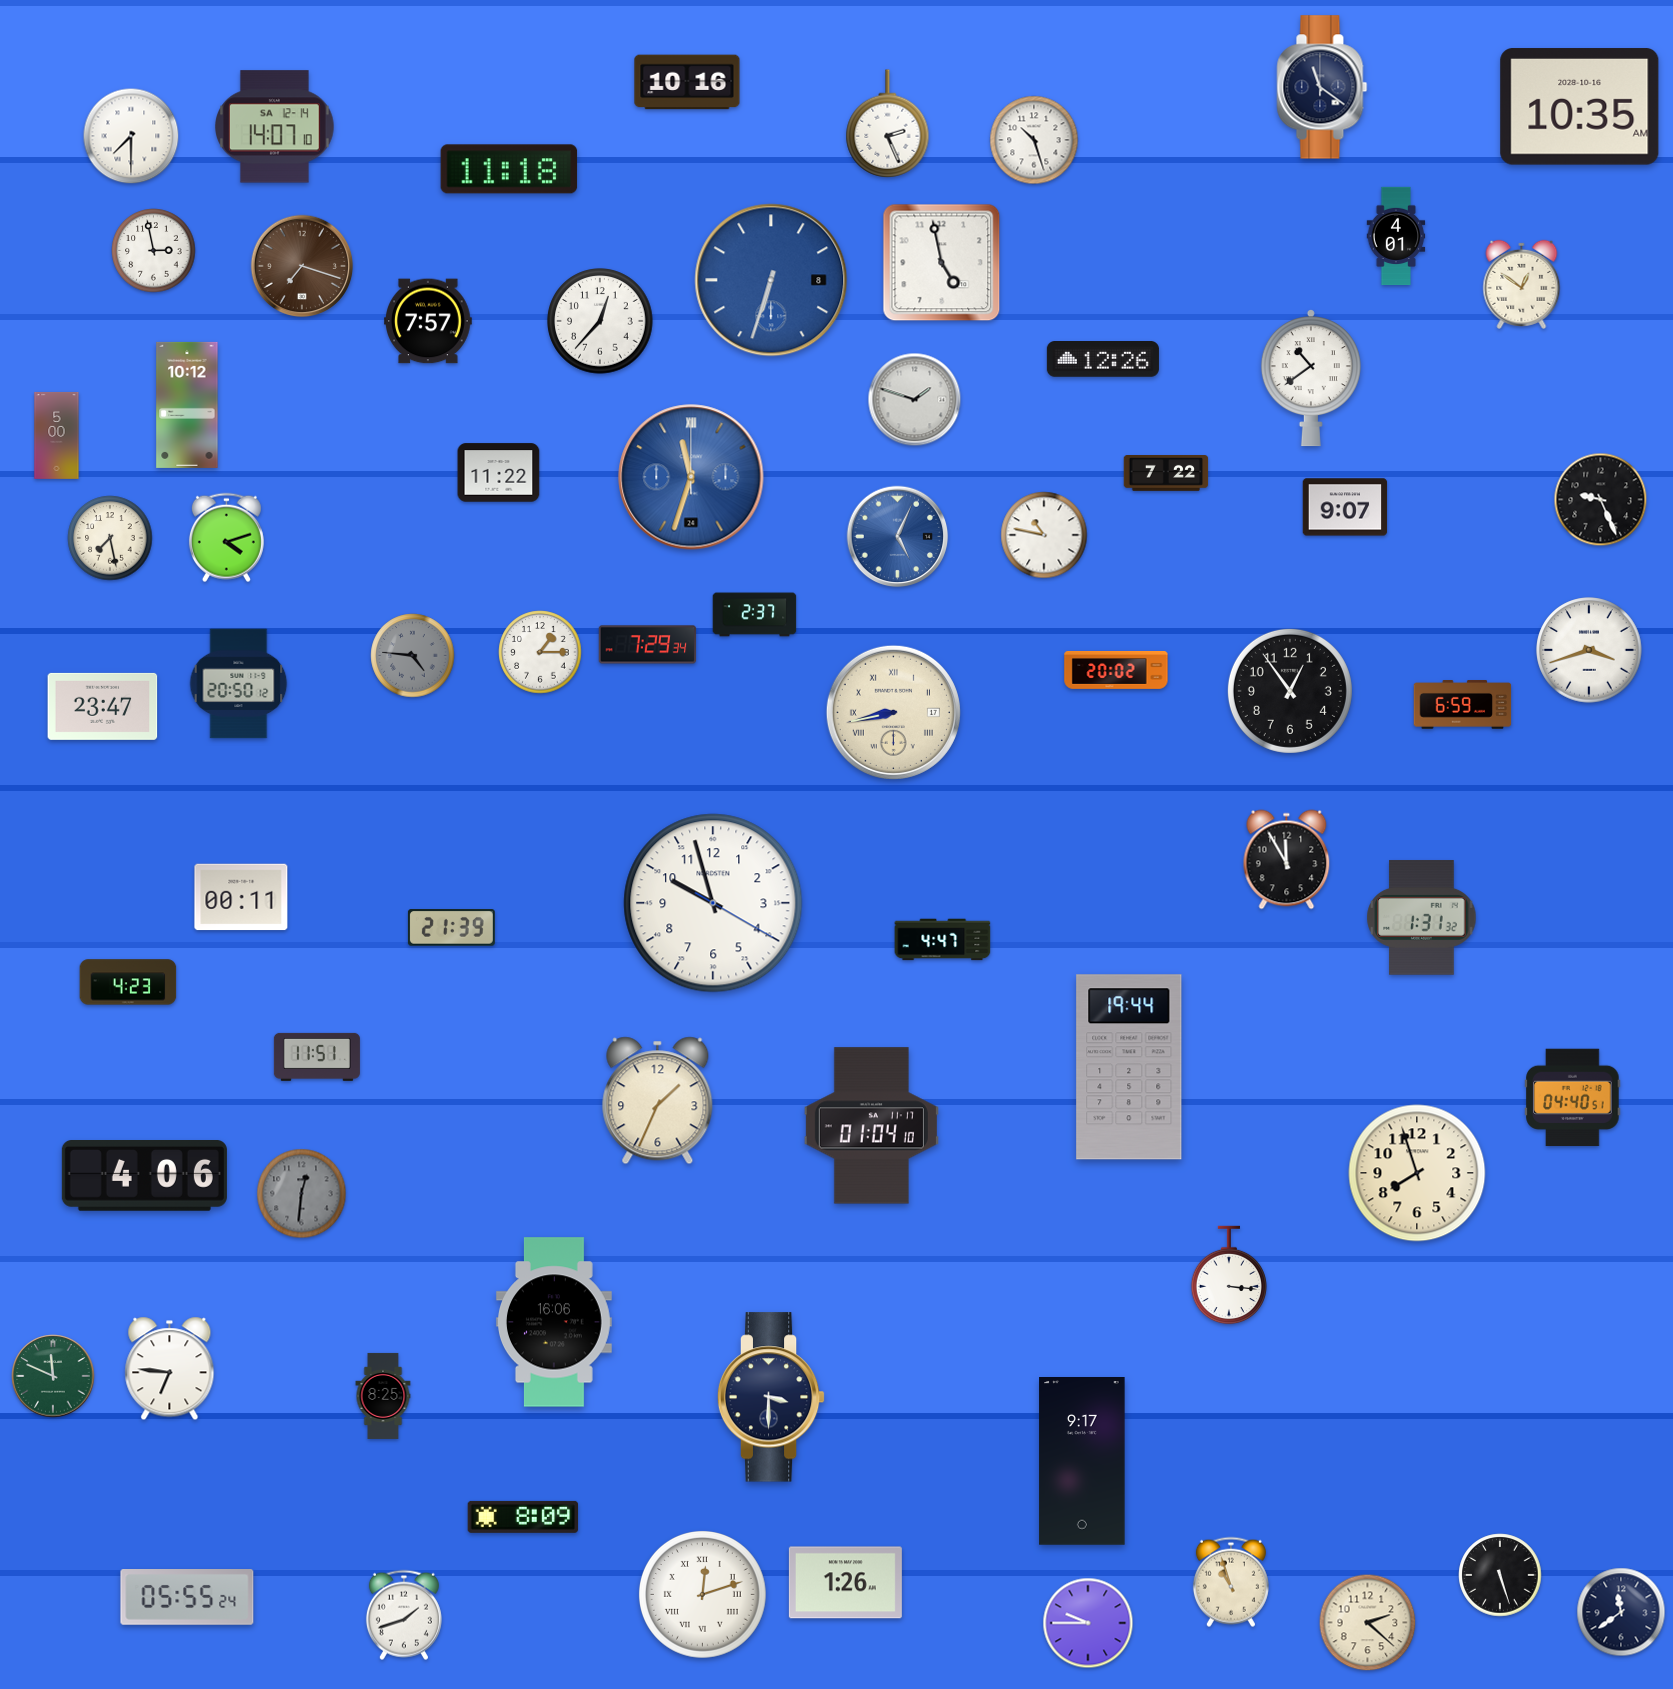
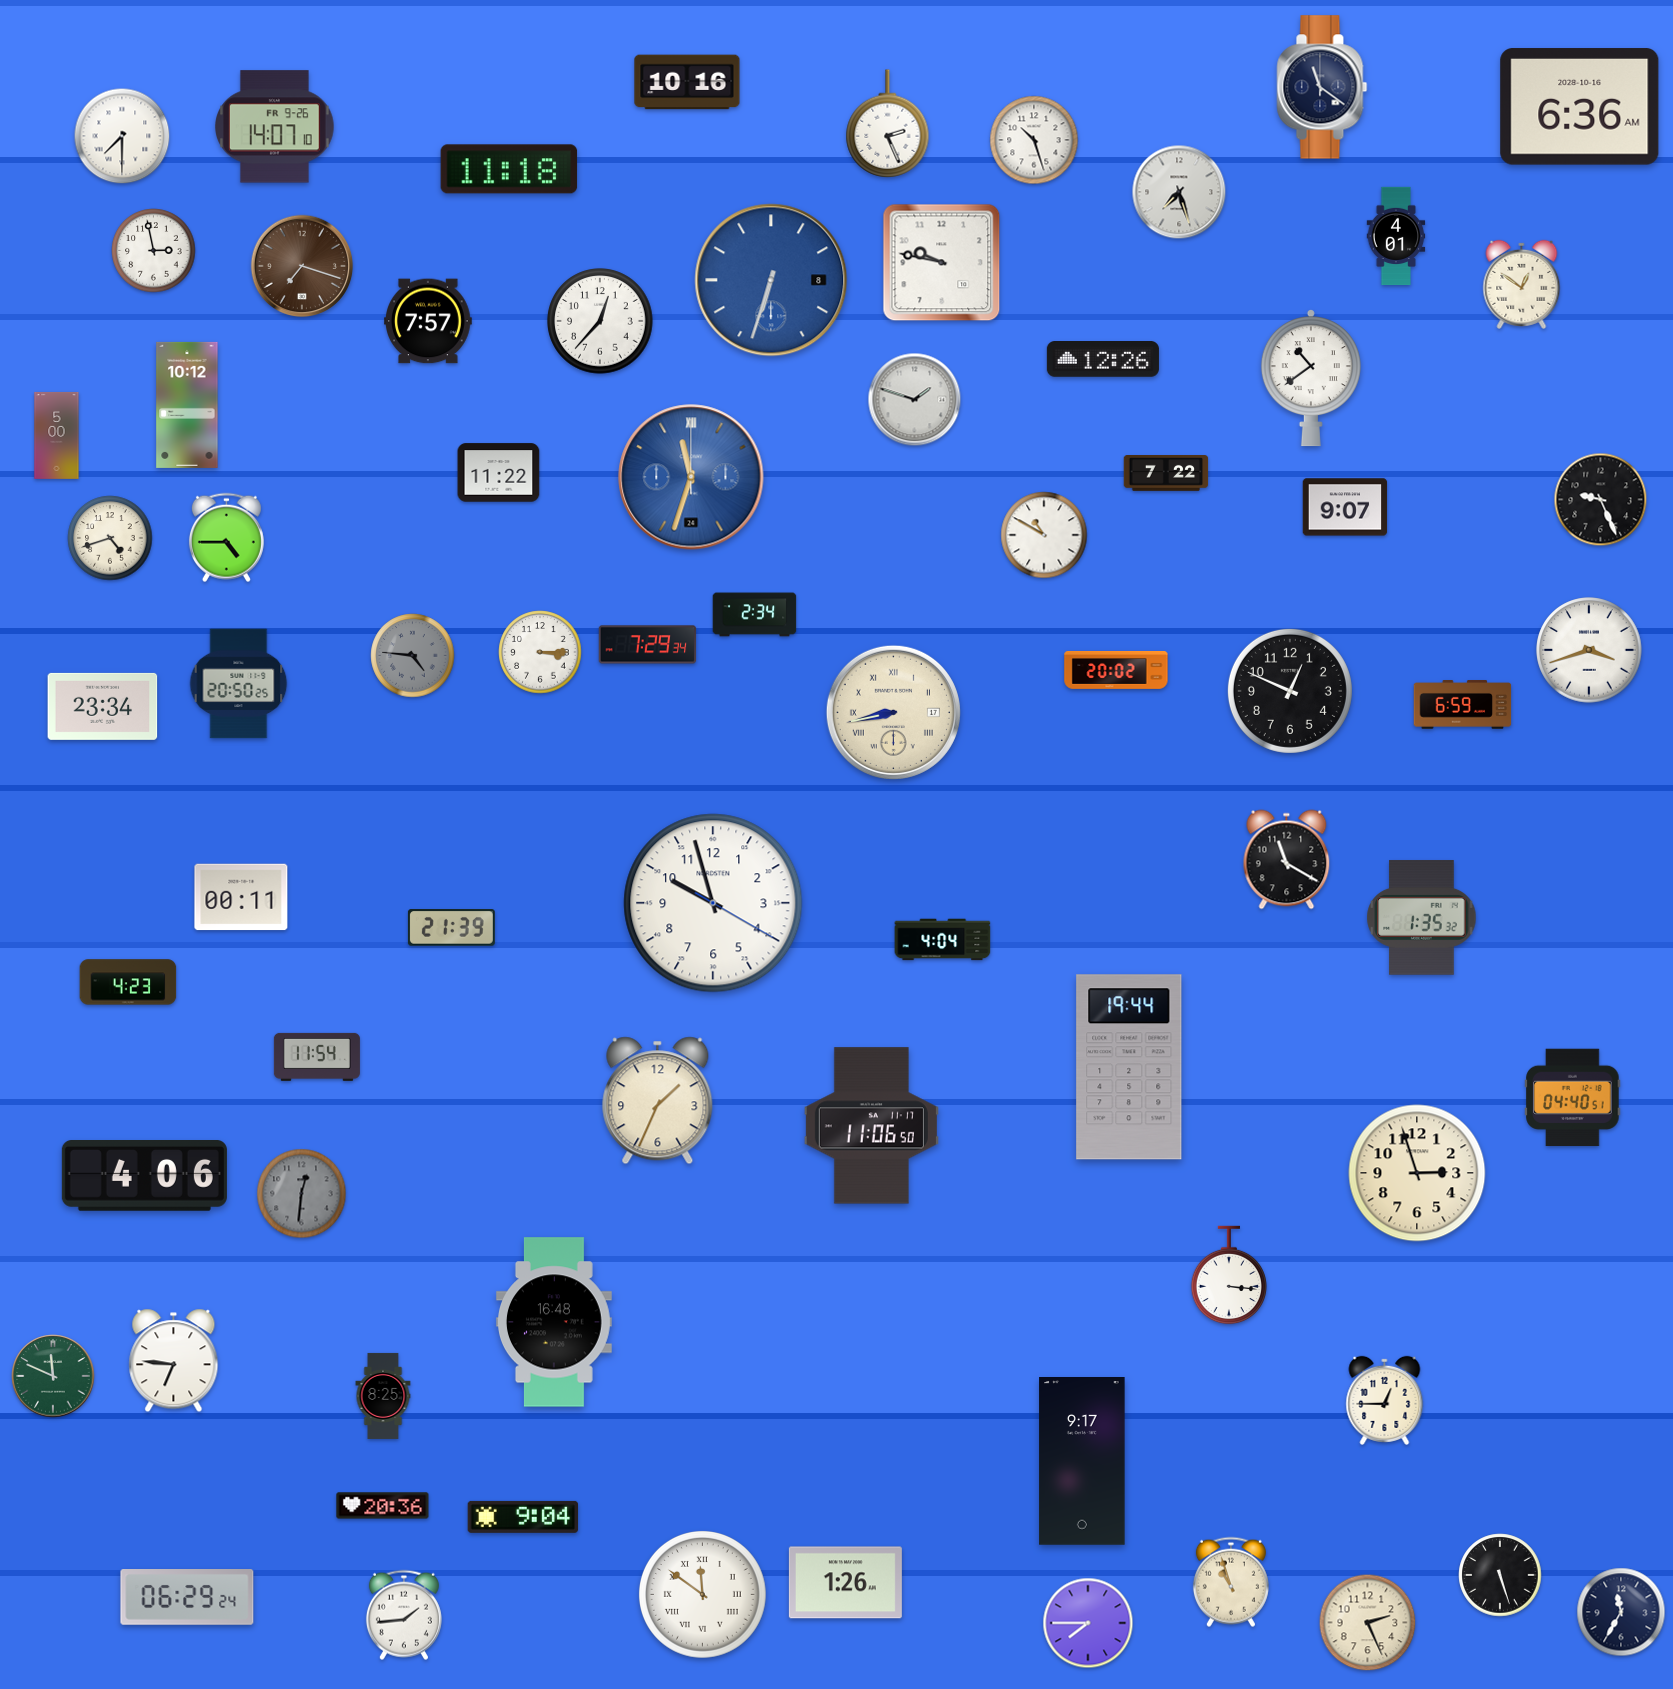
clock at (1580, 107): 10:35 -> 6:36
clock at (275, 127) date: SA 12-14 -> FR 9-26
clock at (131, 136) position: (131, 136) -> (122, 136)
clock at (1179, 192): none -> 7:27
clock at (942, 263): 4:58 -> 9:47
clock at (1044, 535): 10:47 -> 10:50
clock at (898, 537): 5:04 -> none
clock at (110, 538): 7:28 -> 4:42
clock at (226, 538): 4:12 -> 4:45
clock at (755, 615): 2:37 -> 2:34
clock at (540, 652): 1:15 -> 3:15
clock at (239, 684): 20:50:12 -> 20:50:25
clock at (1290, 691): 12:54 -> 12:49
clock at (103, 706): 23:47 -> 23:34
clock at (1287, 860): 11:55 -> 11:20
clock at (1422, 918): 1:31 -> 1:35
clock at (943, 940): 4:47 -> 4:04
clock at (317, 1057): 11:51 -> 11:54
clock at (871, 1126): 01:04 -> 11:06
clock at (1417, 1173): 7:57 -> 2:57
clock at (554, 1322): 16:06 -> 16:48
clock at (170, 1369) position: (170, 1369) -> (174, 1361)
clock at (771, 1397): 3:30 -> none
clock at (1385, 1400): none -> 12:45
clock at (383, 1506): none -> 20:36
clock at (523, 1517): 8:09 -> 9:04
clock at (702, 1595): 12:12 -> 11:51
clock at (187, 1598): 05:55 -> 06:29
clock at (1621, 1612): 11:39 -> 11:35
clock at (404, 1615): 1:42 -> 1:44
clock at (1088, 1623): 9:45 -> 7:45
clock at (1368, 1623): 2:22 -> 2:26
